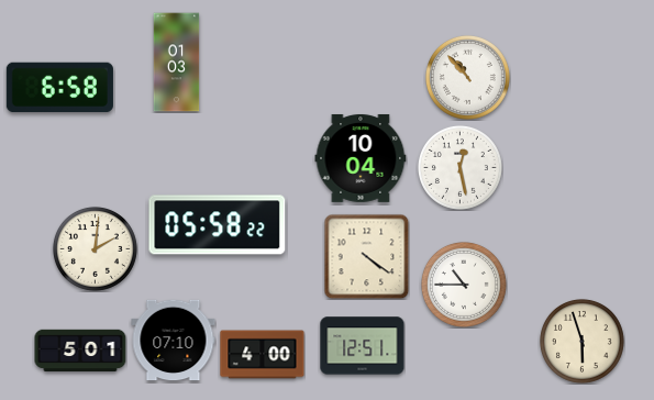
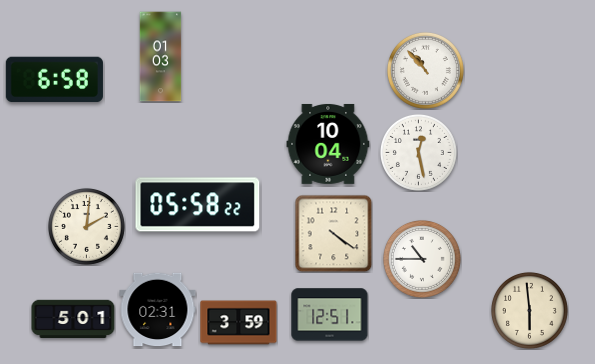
clock at (174, 341): 07:10 -> 02:31
clock at (581, 341): 5:57 -> 5:59
clock at (263, 355): 4:00 -> 3:59
